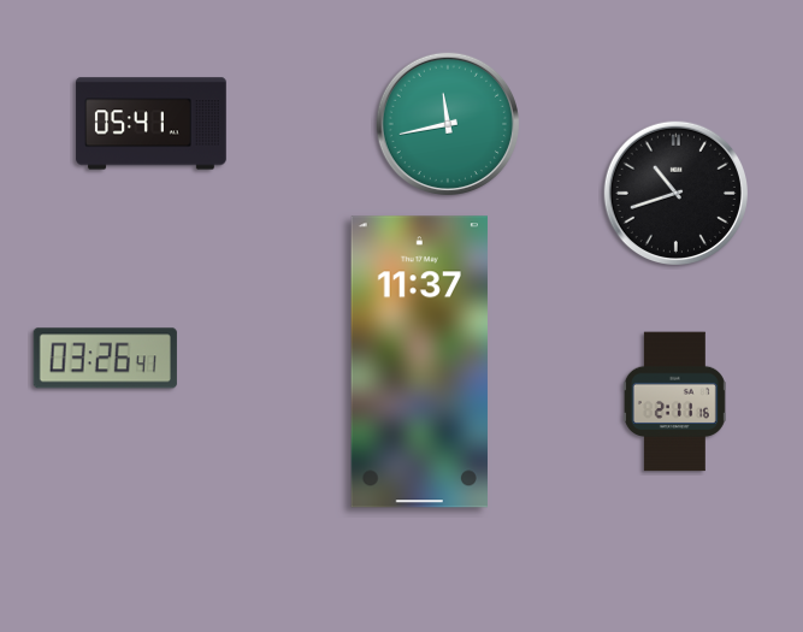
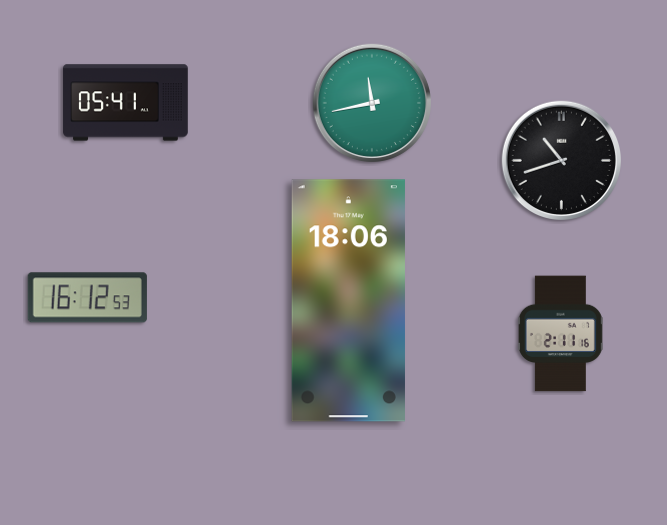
clock at (105, 359): 03:26 -> 16:12
clock at (419, 362): 11:37 -> 18:06
